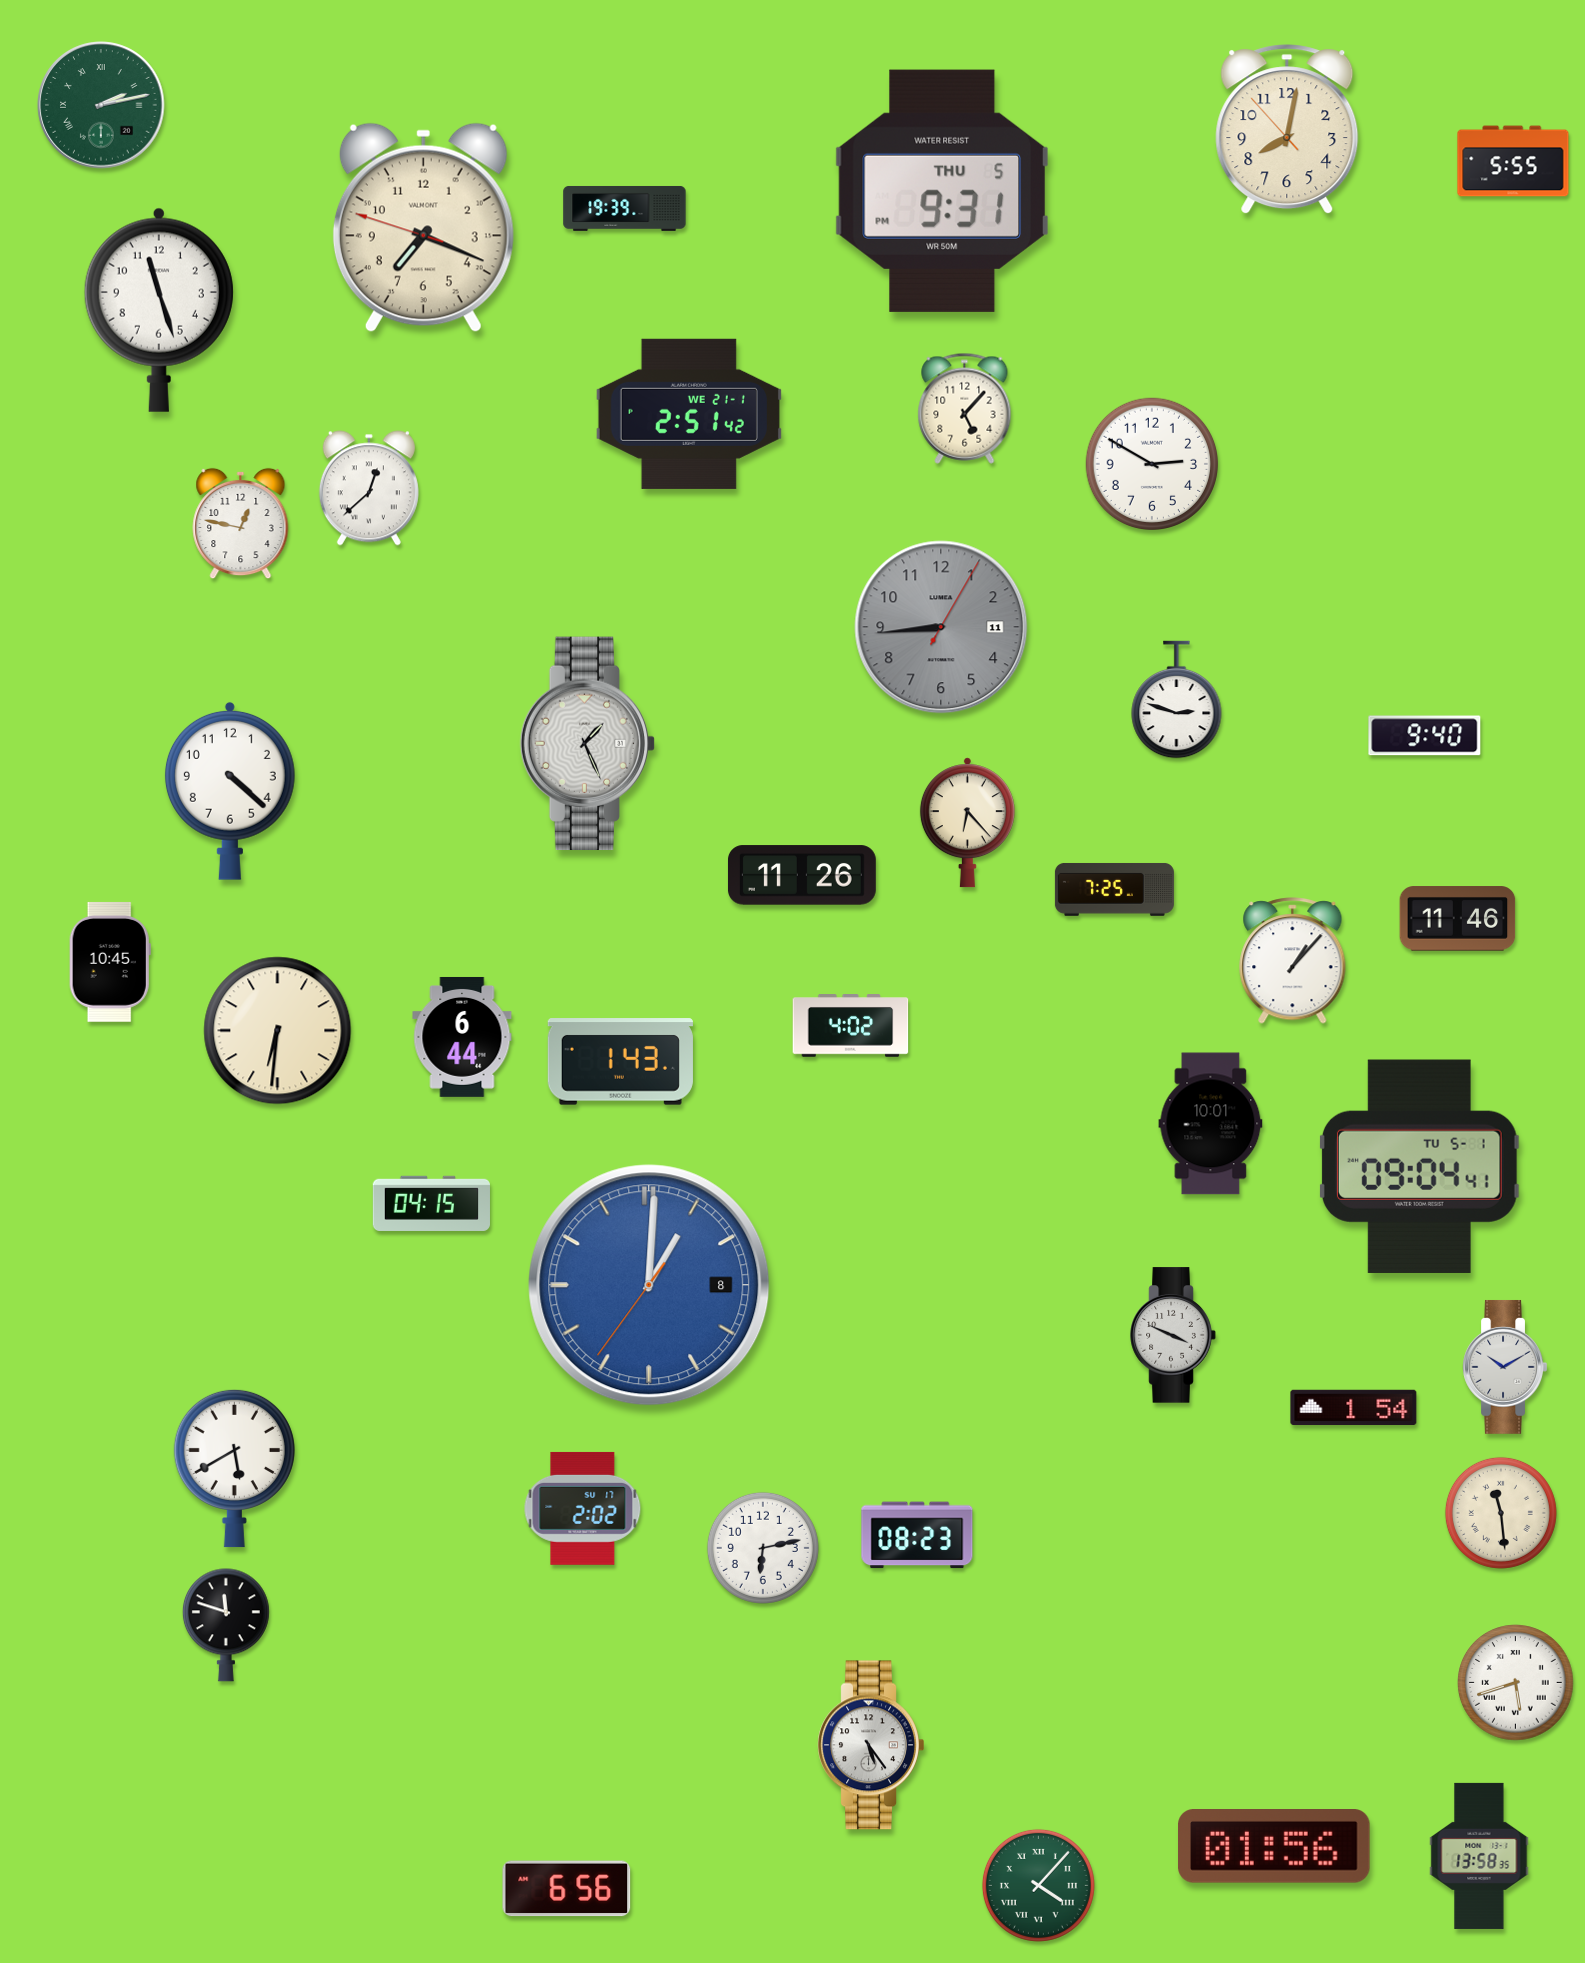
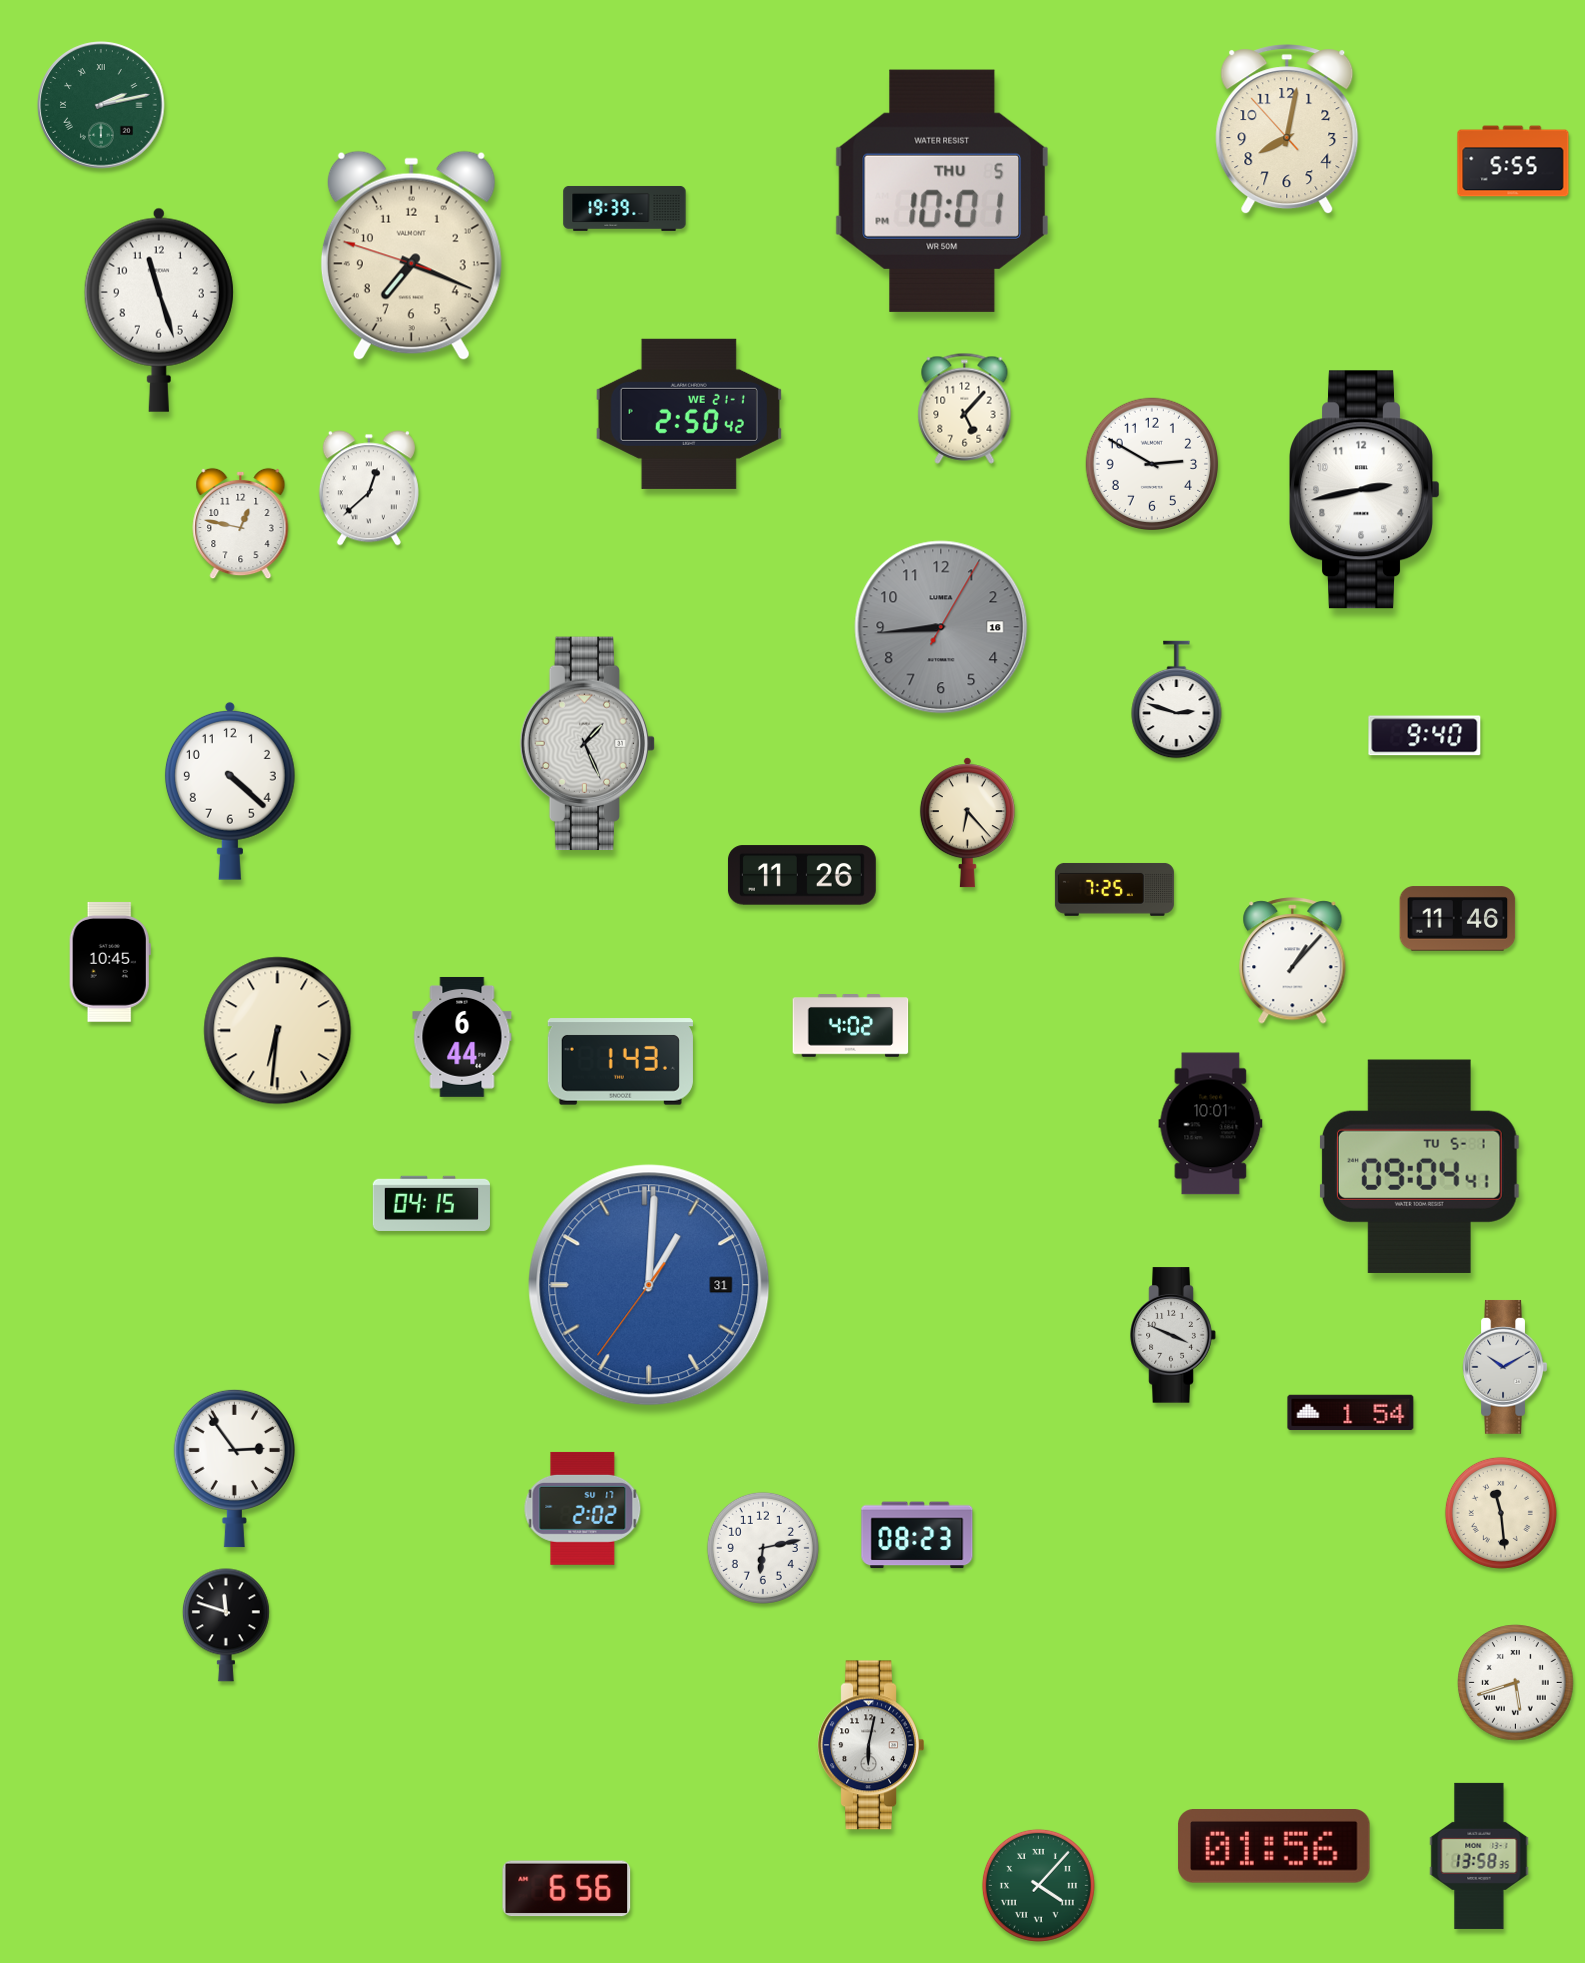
clock at (942, 191): 9:31 -> 10:01
clock at (423, 228) position: (423, 228) -> (411, 256)
clock at (689, 414): 2:51 -> 2:50
clock at (1365, 490): none -> 2:43
clock at (941, 627) date: 11 -> 16
clock at (649, 1285) date: 8 -> 31
clock at (1354, 1408) position: (1354, 1408) -> (1351, 1413)
clock at (234, 1468): 5:40 -> 2:54
clock at (871, 1745): 5:24 -> 6:02
